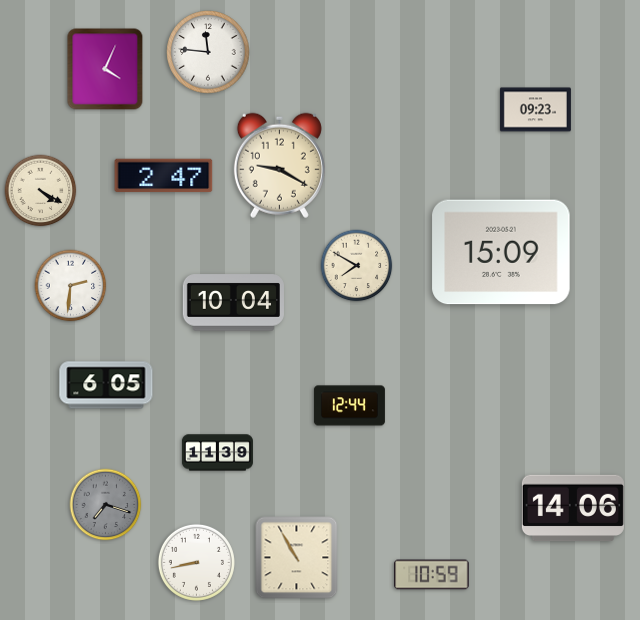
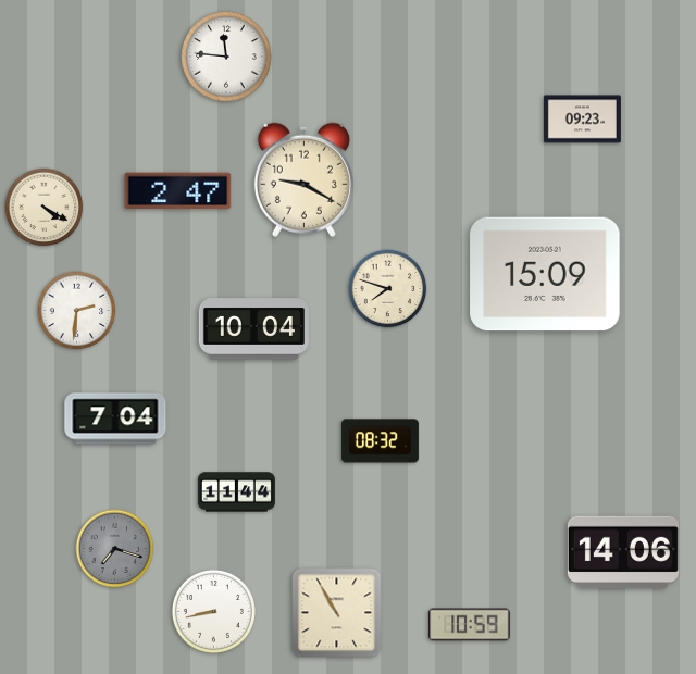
clock at (105, 69): 4:04 -> none
clock at (357, 266): 7:50 -> 7:48
clock at (106, 385): 6:05 -> 7:04
clock at (349, 406): 12:44 -> 08:32
clock at (217, 453): 11:39 -> 11:44
clock at (297, 558) position: (297, 558) -> (337, 613)
